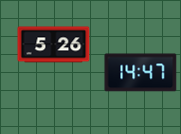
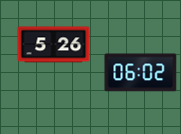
clock at (141, 73): 14:47 -> 06:02
